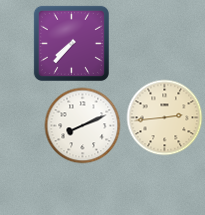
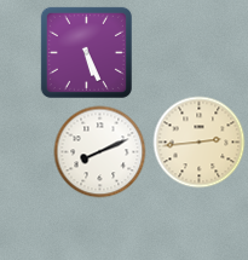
clock at (71, 43): 7:37 -> 5:26
